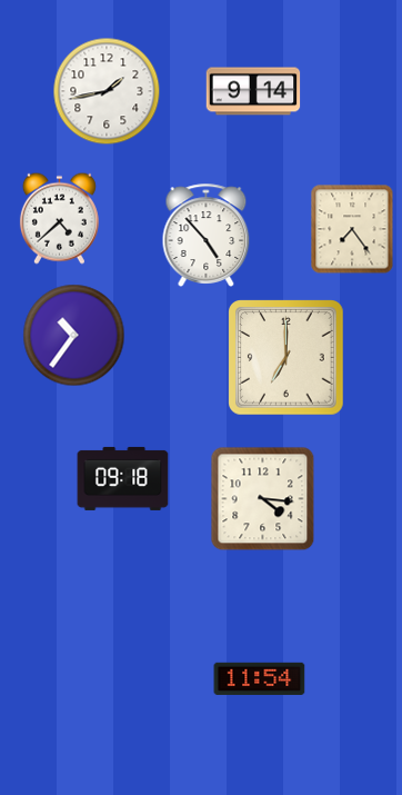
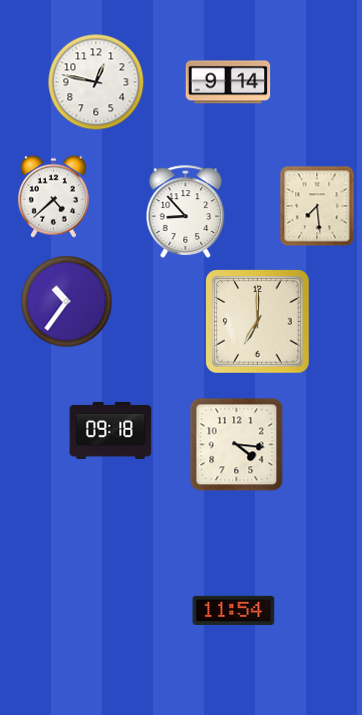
clock at (107, 91): 1:43 -> 12:47
clock at (352, 229): 7:24 -> 7:29
clock at (207, 235): 4:53 -> 8:53
clock at (263, 499) position: (263, 499) -> (237, 445)
